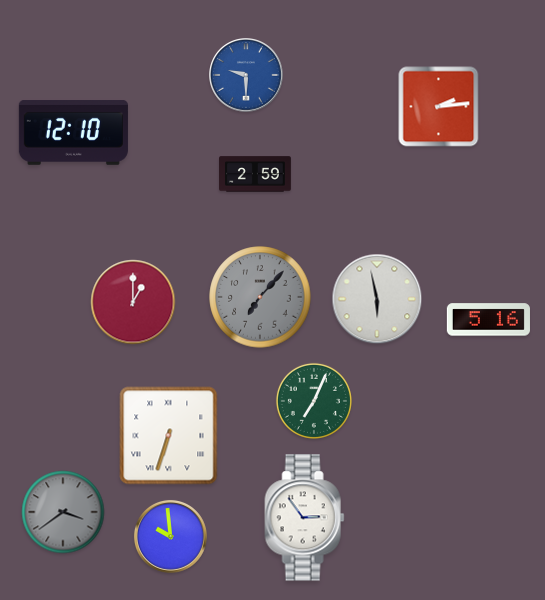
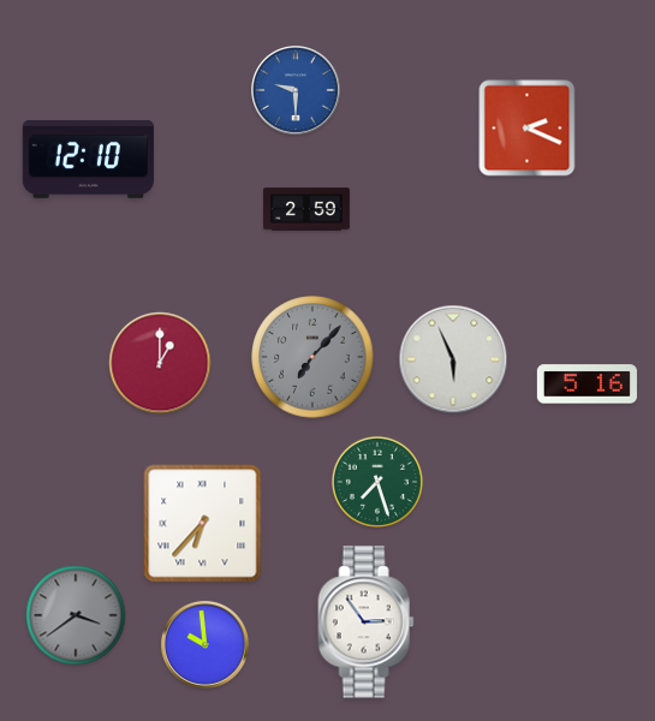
clock at (439, 107): 2:14 -> 2:19
clock at (377, 299): 5:58 -> 5:56
clock at (314, 401): 7:04 -> 7:27
clock at (169, 436): 6:33 -> 6:37
